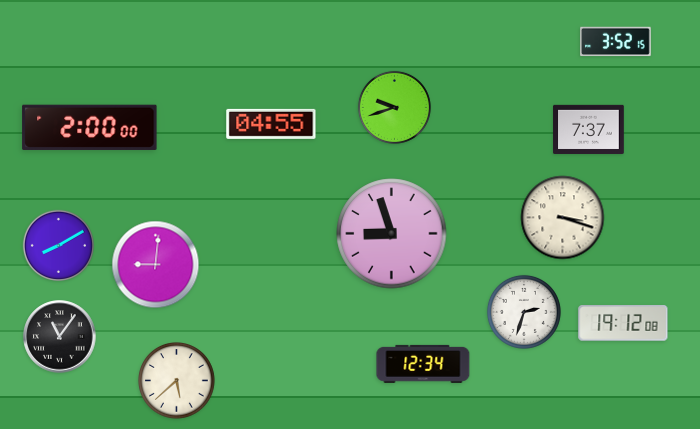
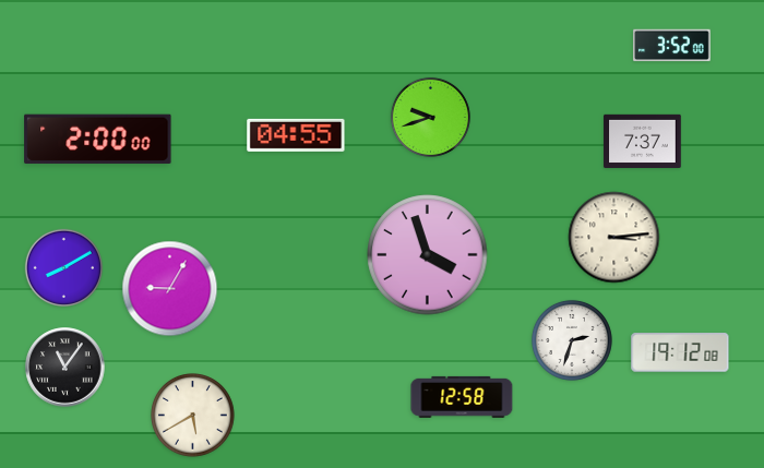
clock at (616, 42): 3:52:15 -> 3:52:00
clock at (563, 218): 3:18 -> 3:14
clock at (392, 234): 8:57 -> 3:57
clock at (156, 265): 9:01 -> 9:05
clock at (423, 364): 12:34 -> 12:58
clock at (177, 381): 5:38 -> 5:40
